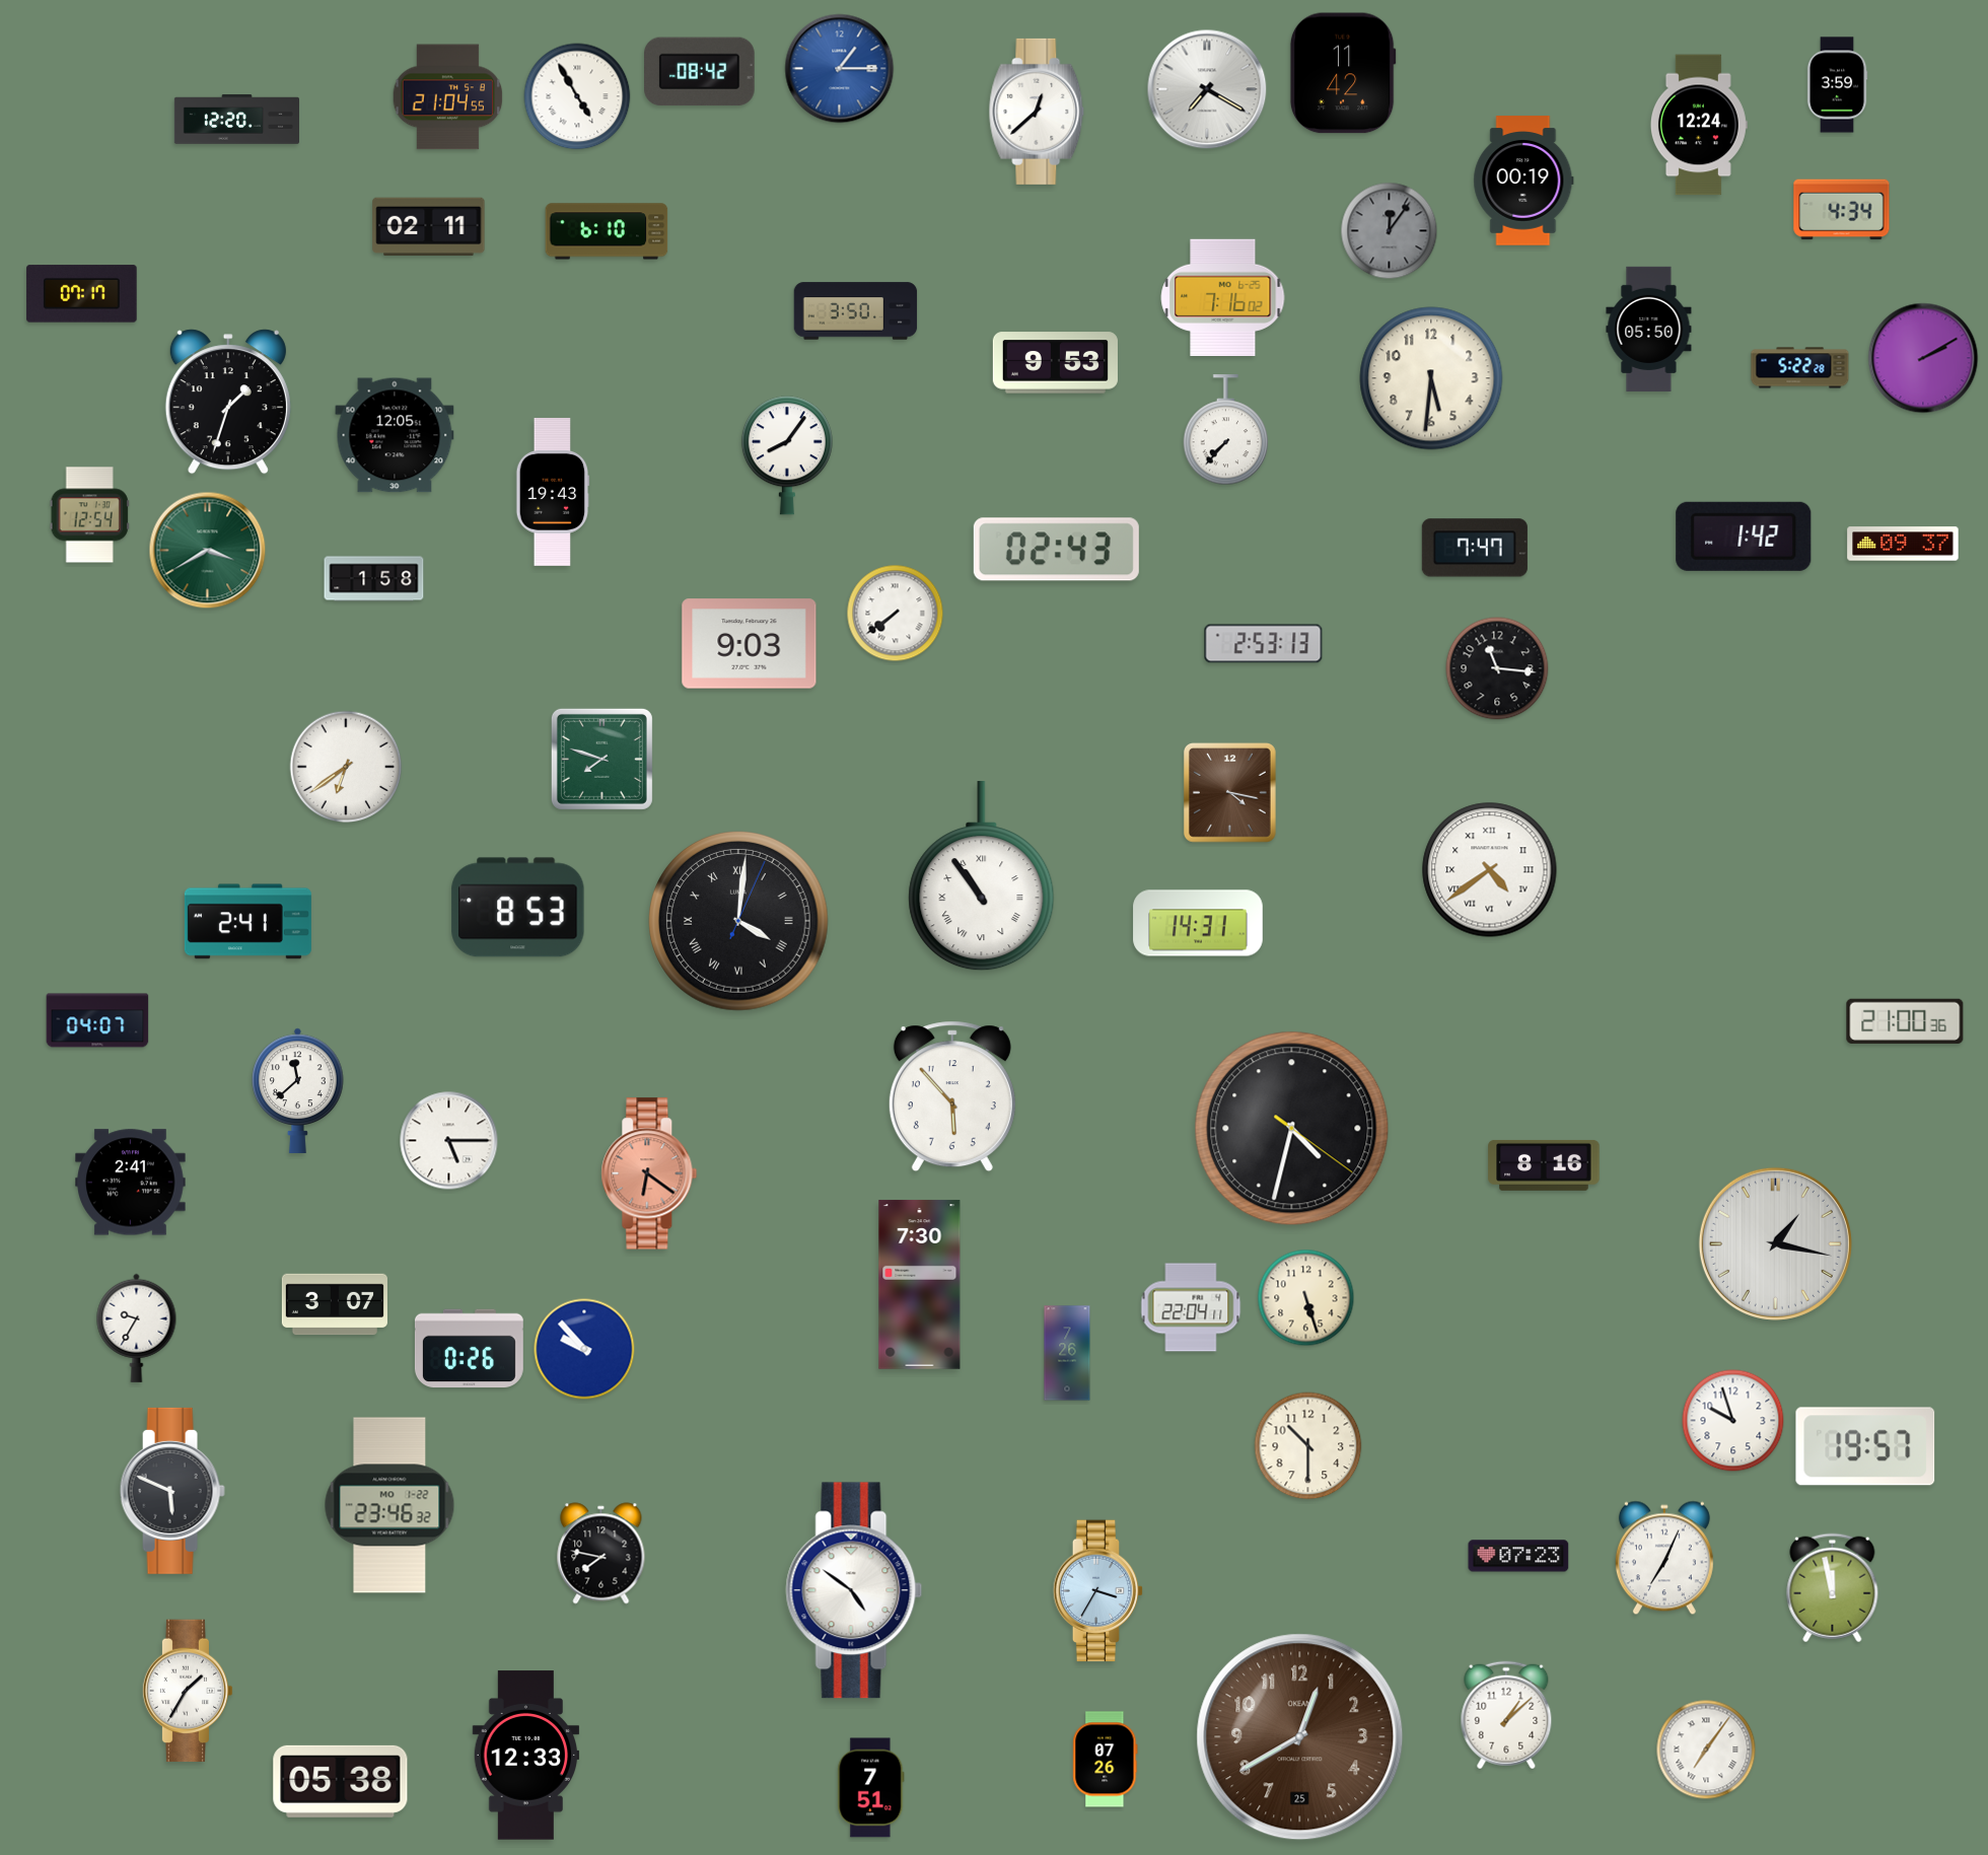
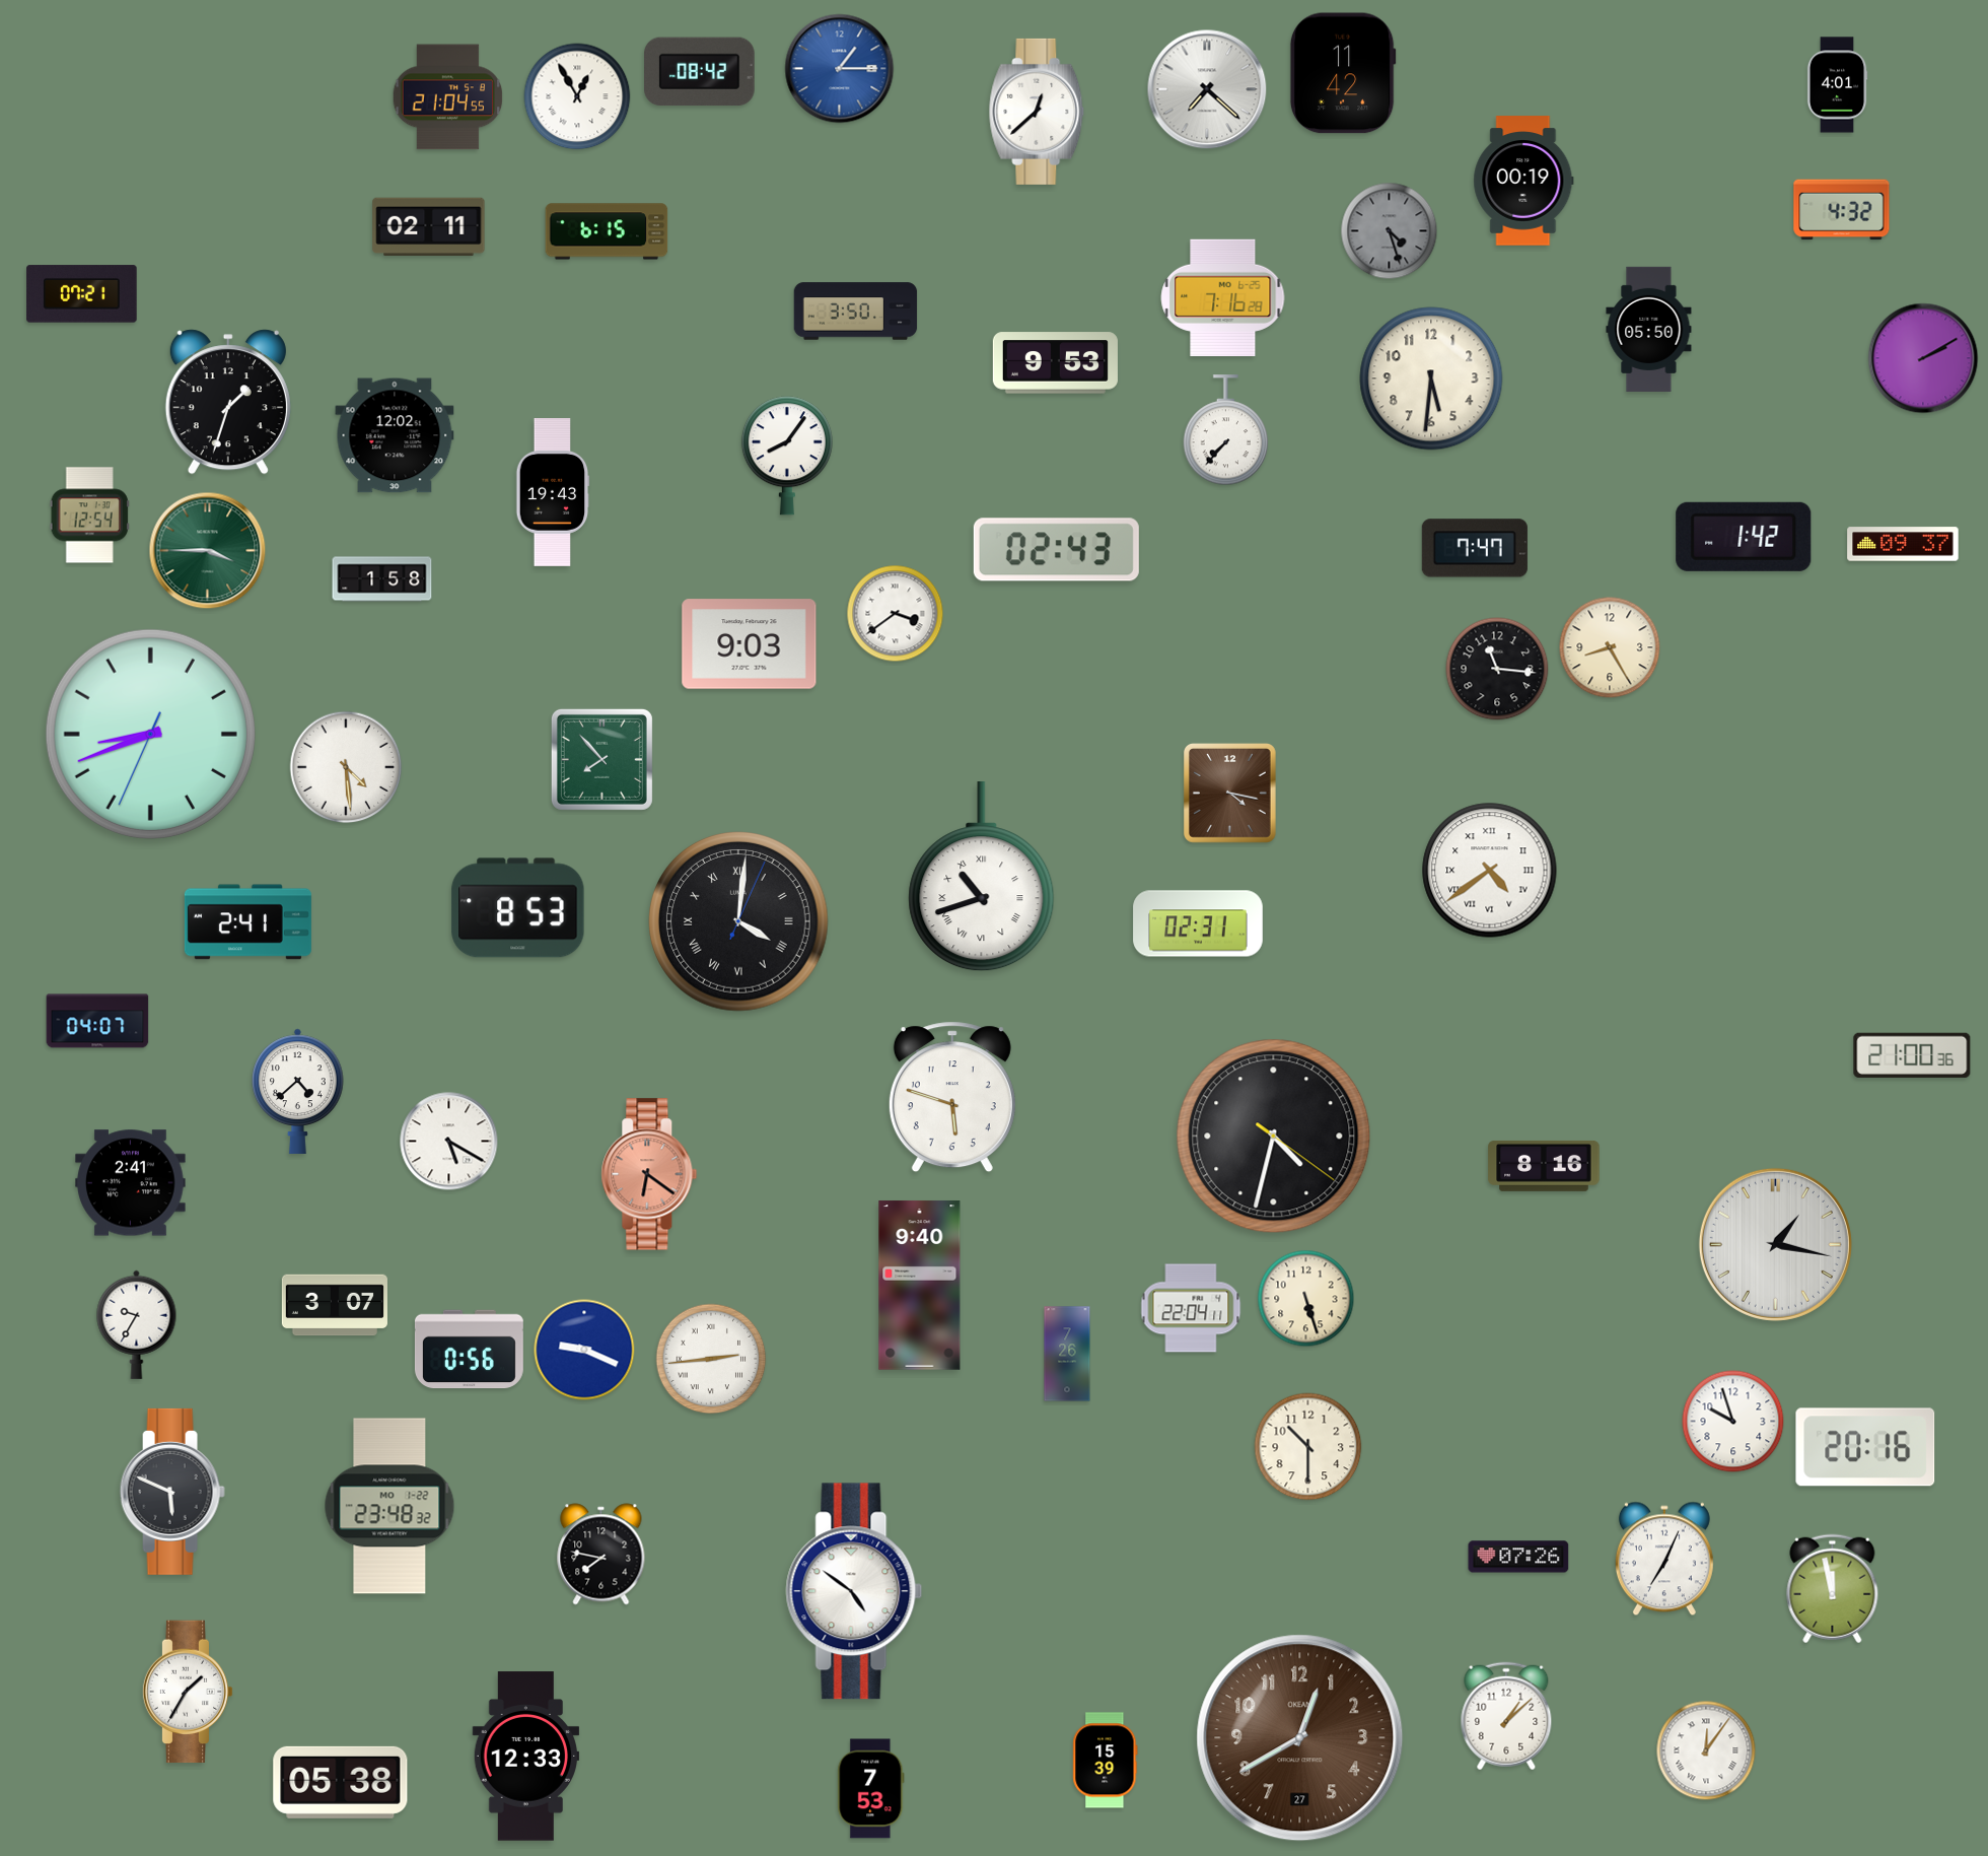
clock at (1837, 85): 3:59 -> 4:01
clock at (1207, 89): 7:20 -> 7:22
clock at (577, 96): 4:55 -> 12:55
clock at (236, 120): 12:20 -> none
clock at (1699, 125): 12:24 -> none
clock at (1842, 210): 4:34 -> 4:32
clock at (607, 231): 6:10 -> 6:15
clock at (1390, 231): 12:06 -> 4:27
clock at (82, 294): 07:17 -> 07:21
clock at (1223, 297): 7:16:02 -> 7:16:28
clock at (1800, 368): 5:22 -> none
clock at (395, 435): 12:05 -> 12:02
clock at (208, 551): 3:40 -> 3:45
clock at (374, 579) position: (374, 579) -> (382, 579)
clock at (896, 614): 7:39 -> 3:39
clock at (1264, 644): 2:53 -> none
clock at (1610, 647): none -> 8:25
clock at (150, 734): none -> 8:41
clock at (601, 759): 7:48 -> 7:53
clock at (346, 767): 6:39 -> 4:29
clock at (982, 876): 10:54 -> 10:42
clock at (1198, 923): 14:31 -> 02:31
clock at (1905, 1021) position: (1905, 1021) -> (1912, 1055)
clock at (298, 1090): 11:38 -> 4:38
clock at (952, 1096): 5:53 -> 5:48
clock at (1292, 1129) position: (1292, 1129) -> (1274, 1137)
clock at (449, 1141): 5:15 -> 5:20
clock at (920, 1285): 7:30 -> 9:40
clock at (137, 1328) position: (137, 1328) -> (137, 1324)
clock at (469, 1349): 0:26 -> 0:56
clock at (584, 1349): 9:53 -> 9:19
clock at (711, 1359): none -> 2:44
clock at (1865, 1446): 19:57 -> 20:16
clock at (389, 1505): 23:46 -> 23:48
clock at (1518, 1556): 07:23 -> 07:26
clock at (1098, 1591): 3:35 -> none
clock at (1300, 1737) date: 25 -> 27
clock at (1706, 1750): 7:06 -> 12:06
clock at (1106, 1760): 07:26 -> 15:39
clock at (871, 1788): 7:51 -> 7:53
